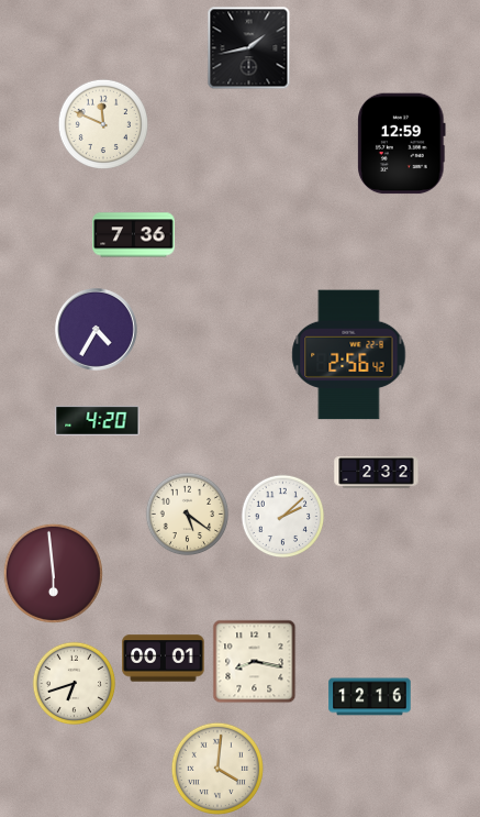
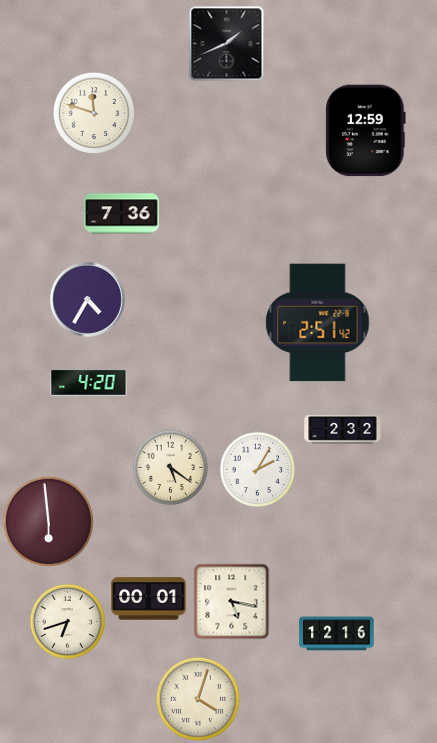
clock at (249, 48): 1:43 -> 1:41
clock at (102, 123): 11:49 -> 11:48
clock at (349, 355): 2:56 -> 2:51
clock at (283, 517): 2:08 -> 2:05
clock at (255, 662): 8:17 -> 5:17
clock at (217, 769): 4:01 -> 4:03
